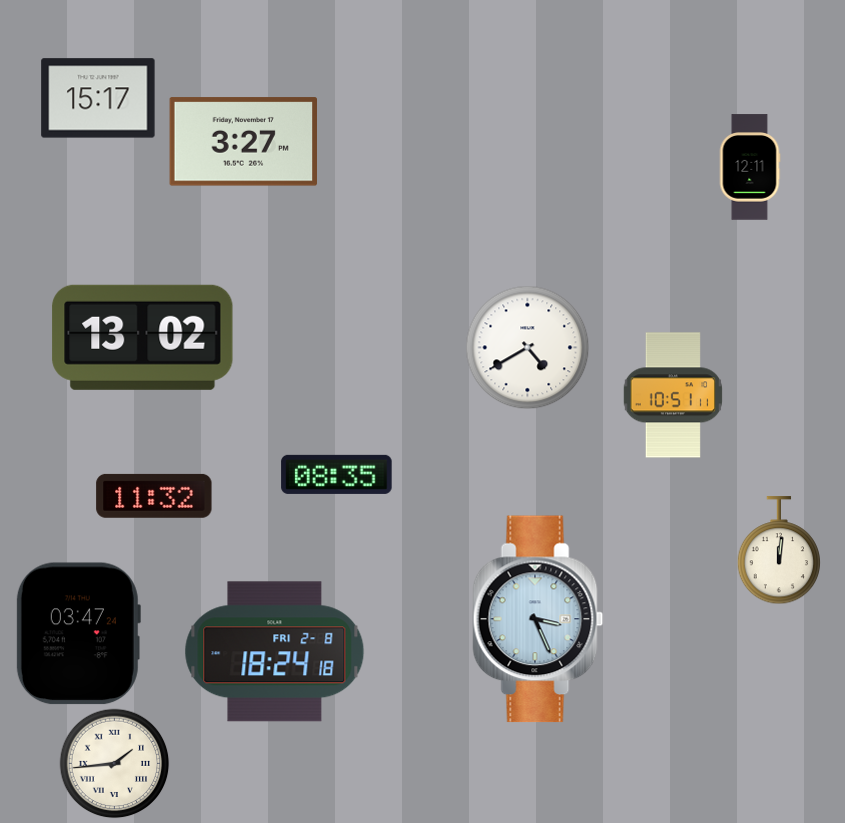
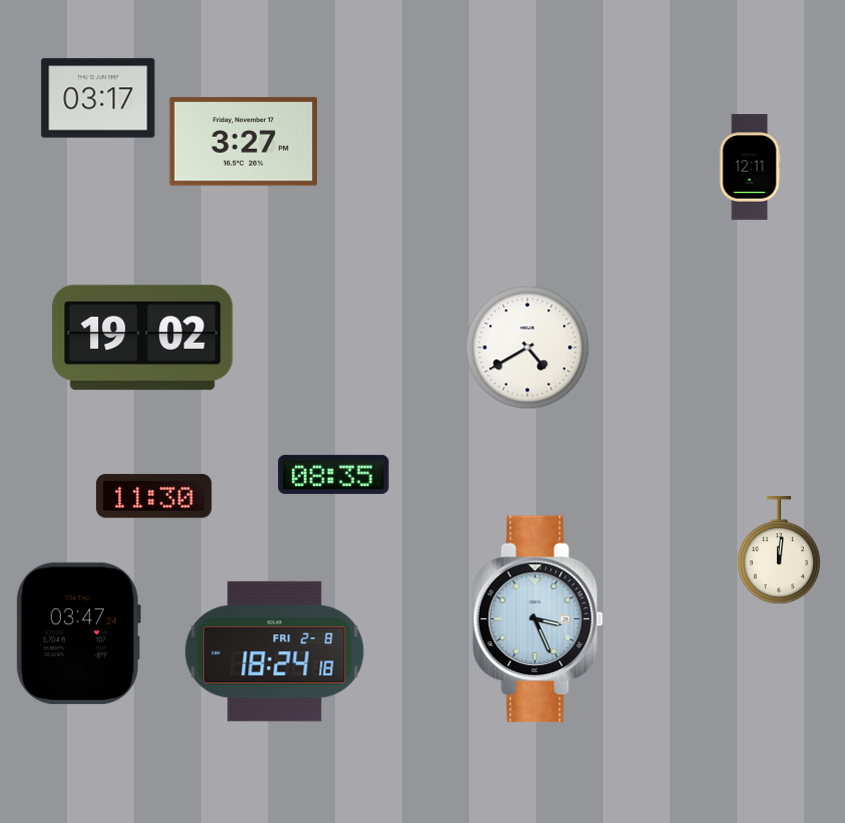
clock at (98, 98): 15:17 -> 03:17
clock at (143, 337): 13:02 -> 19:02
clock at (672, 395): 10:51 -> none
clock at (337, 474) position: (337, 474) -> (334, 474)
clock at (154, 496): 11:32 -> 11:30
clock at (114, 763): 1:44 -> none
